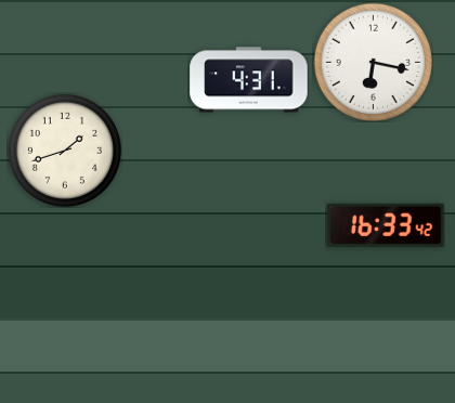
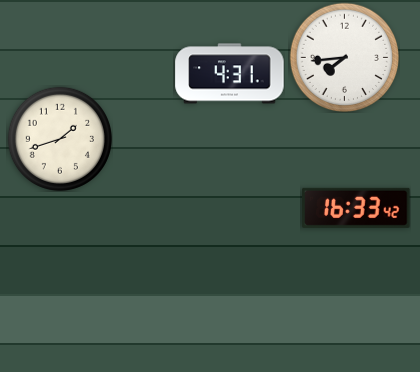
clock at (373, 62): 6:17 -> 7:44
